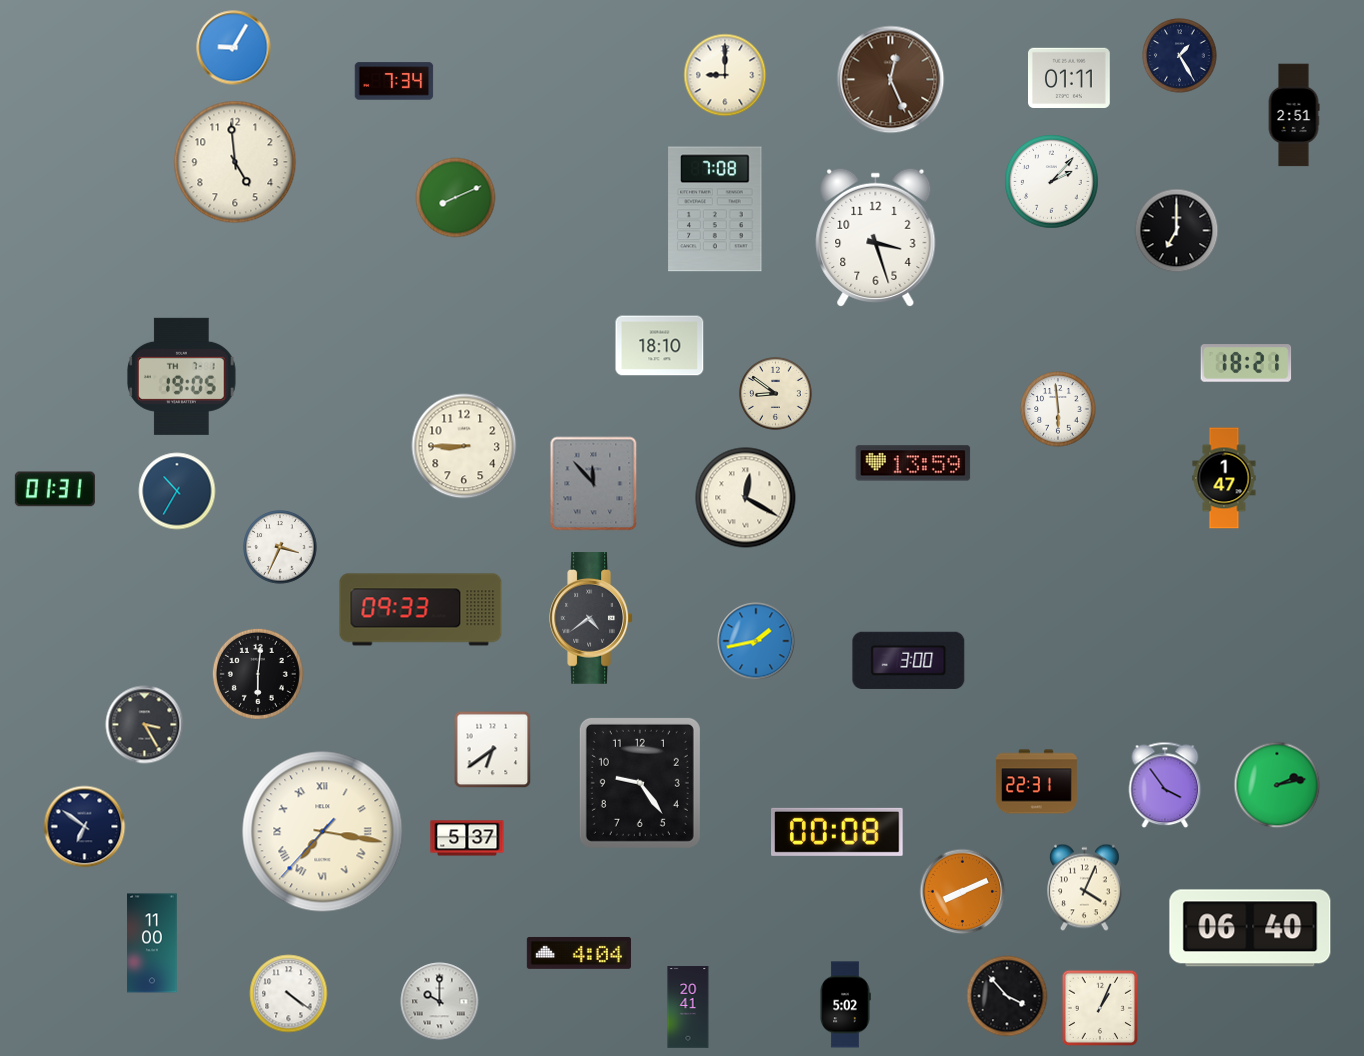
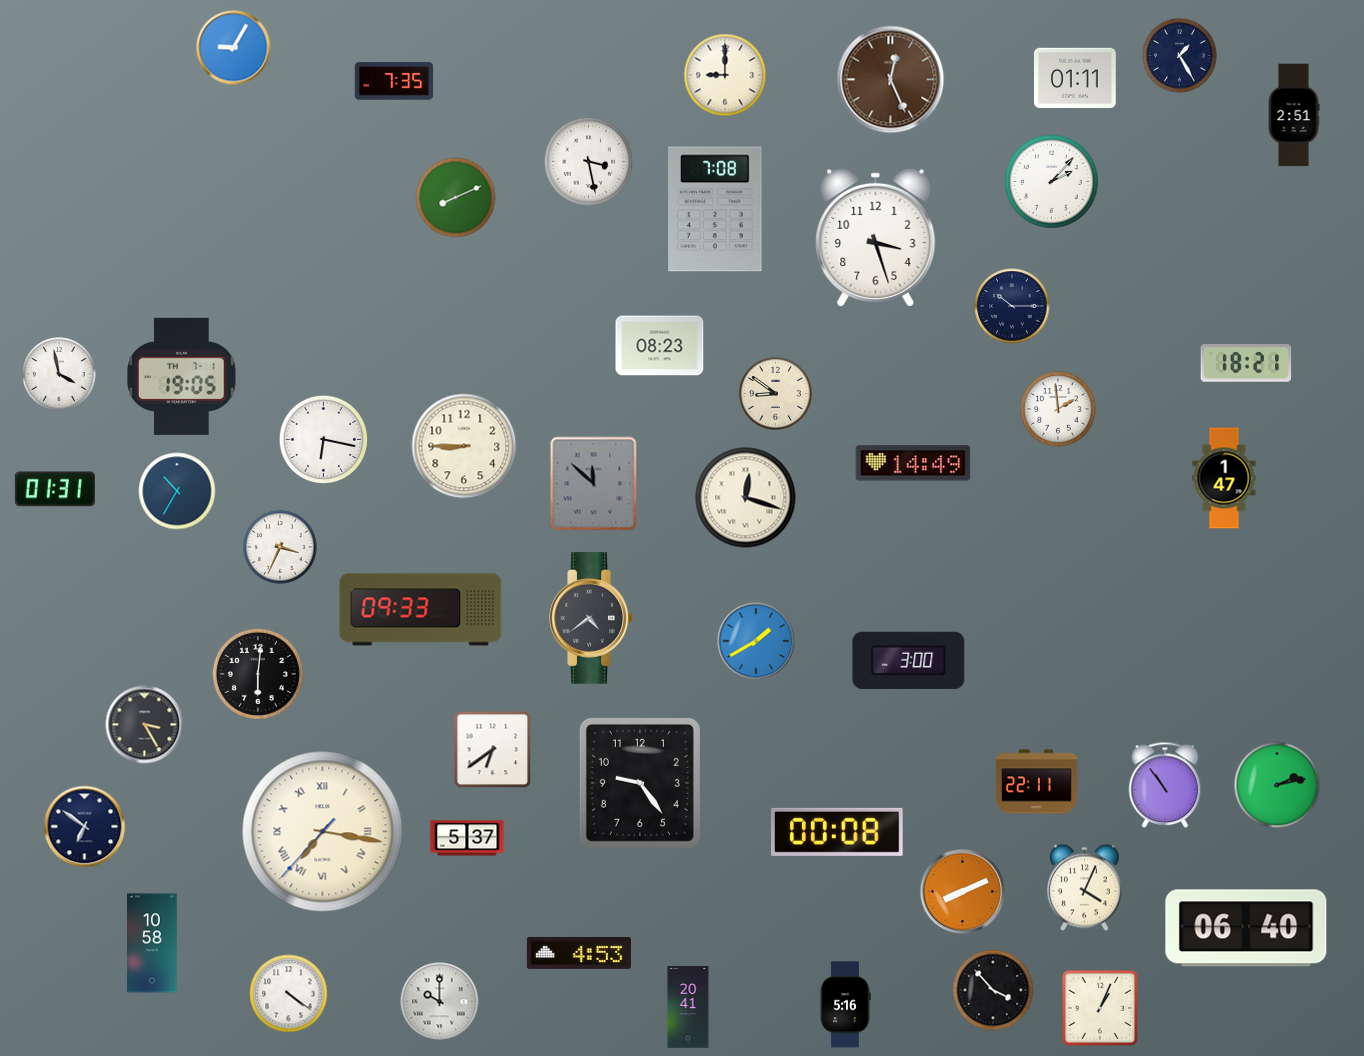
clock at (1069, 77) position: (1069, 77) -> (1075, 77)
clock at (394, 81): 7:34 -> 7:35
clock at (235, 162): 4:59 -> none
clock at (589, 162): none -> 3:28
clock at (1177, 231): 7:00 -> none
clock at (1012, 306): none -> 10:15
clock at (660, 346): 18:10 -> 08:23
clock at (59, 374): none -> 3:58
clock at (1058, 409): 5:59 -> 1:59
clock at (324, 440): none -> 6:17
clock at (913, 463): 13:59 -> 14:49
clock at (594, 484): 11:53 -> 11:52
clock at (746, 498): 12:20 -> 12:18
clock at (756, 641): 1:43 -> 1:40
clock at (1036, 782): 22:31 -> 22:11
clock at (1165, 785): 3:54 -> 10:54
clock at (1250, 928) position: (1250, 928) -> (1246, 928)
clock at (152, 943): 11:00 -> 10:58
clock at (579, 953): 4:04 -> 4:53
clock at (1007, 996) position: (1007, 996) -> (993, 990)
clock at (845, 1005): 5:02 -> 5:16
